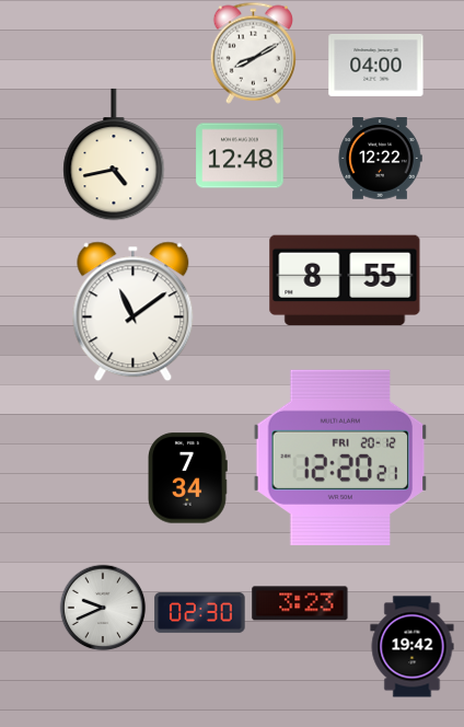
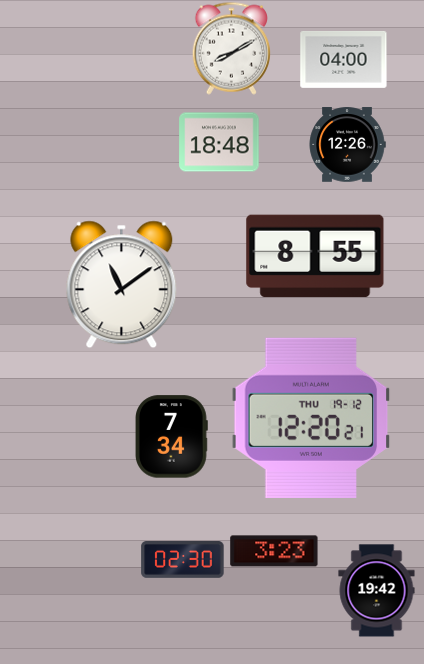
clock at (114, 154): 4:43 -> none
clock at (240, 155): 12:48 -> 18:48
clock at (380, 159): 12:22 -> 12:26
clock at (340, 458) date: FRI 20-12 -> THU 19-12
clock at (103, 608): 9:41 -> none
